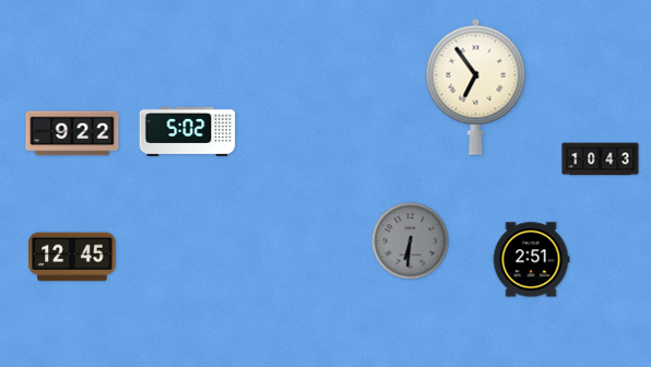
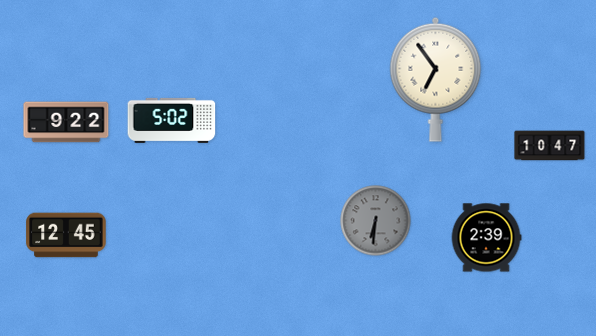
clock at (601, 159): 10:43 -> 10:47
clock at (531, 260): 2:51 -> 2:39
